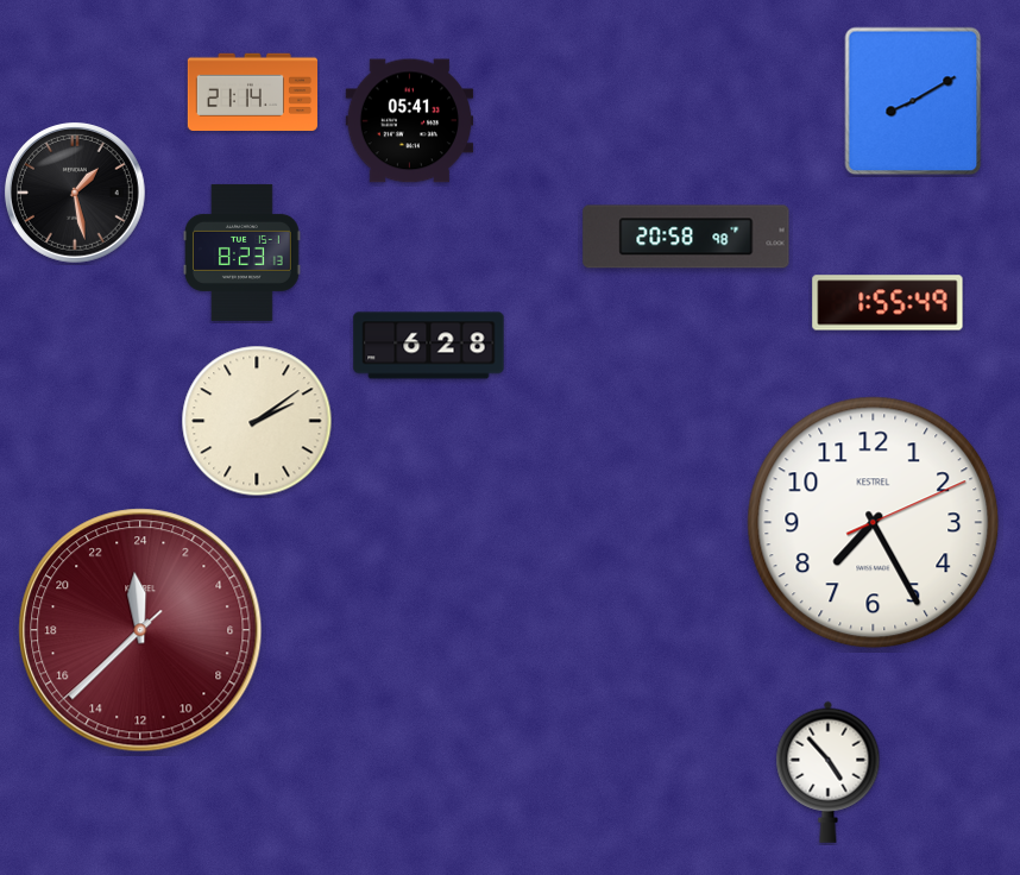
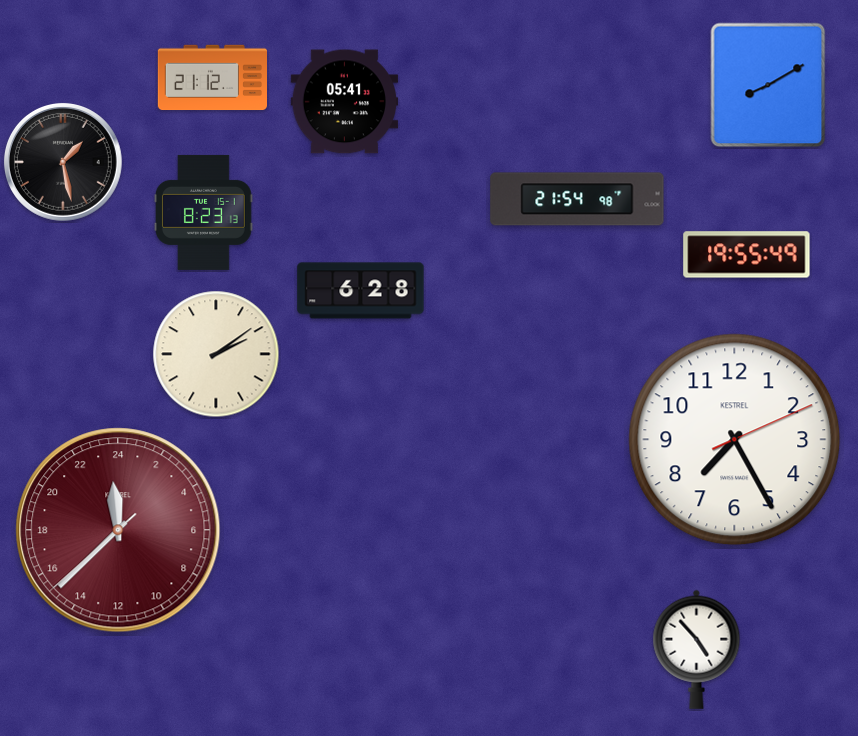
clock at (252, 93): 21:14 -> 21:12
clock at (686, 237): 20:58 -> 21:54
clock at (888, 303): 1:55 -> 19:55
